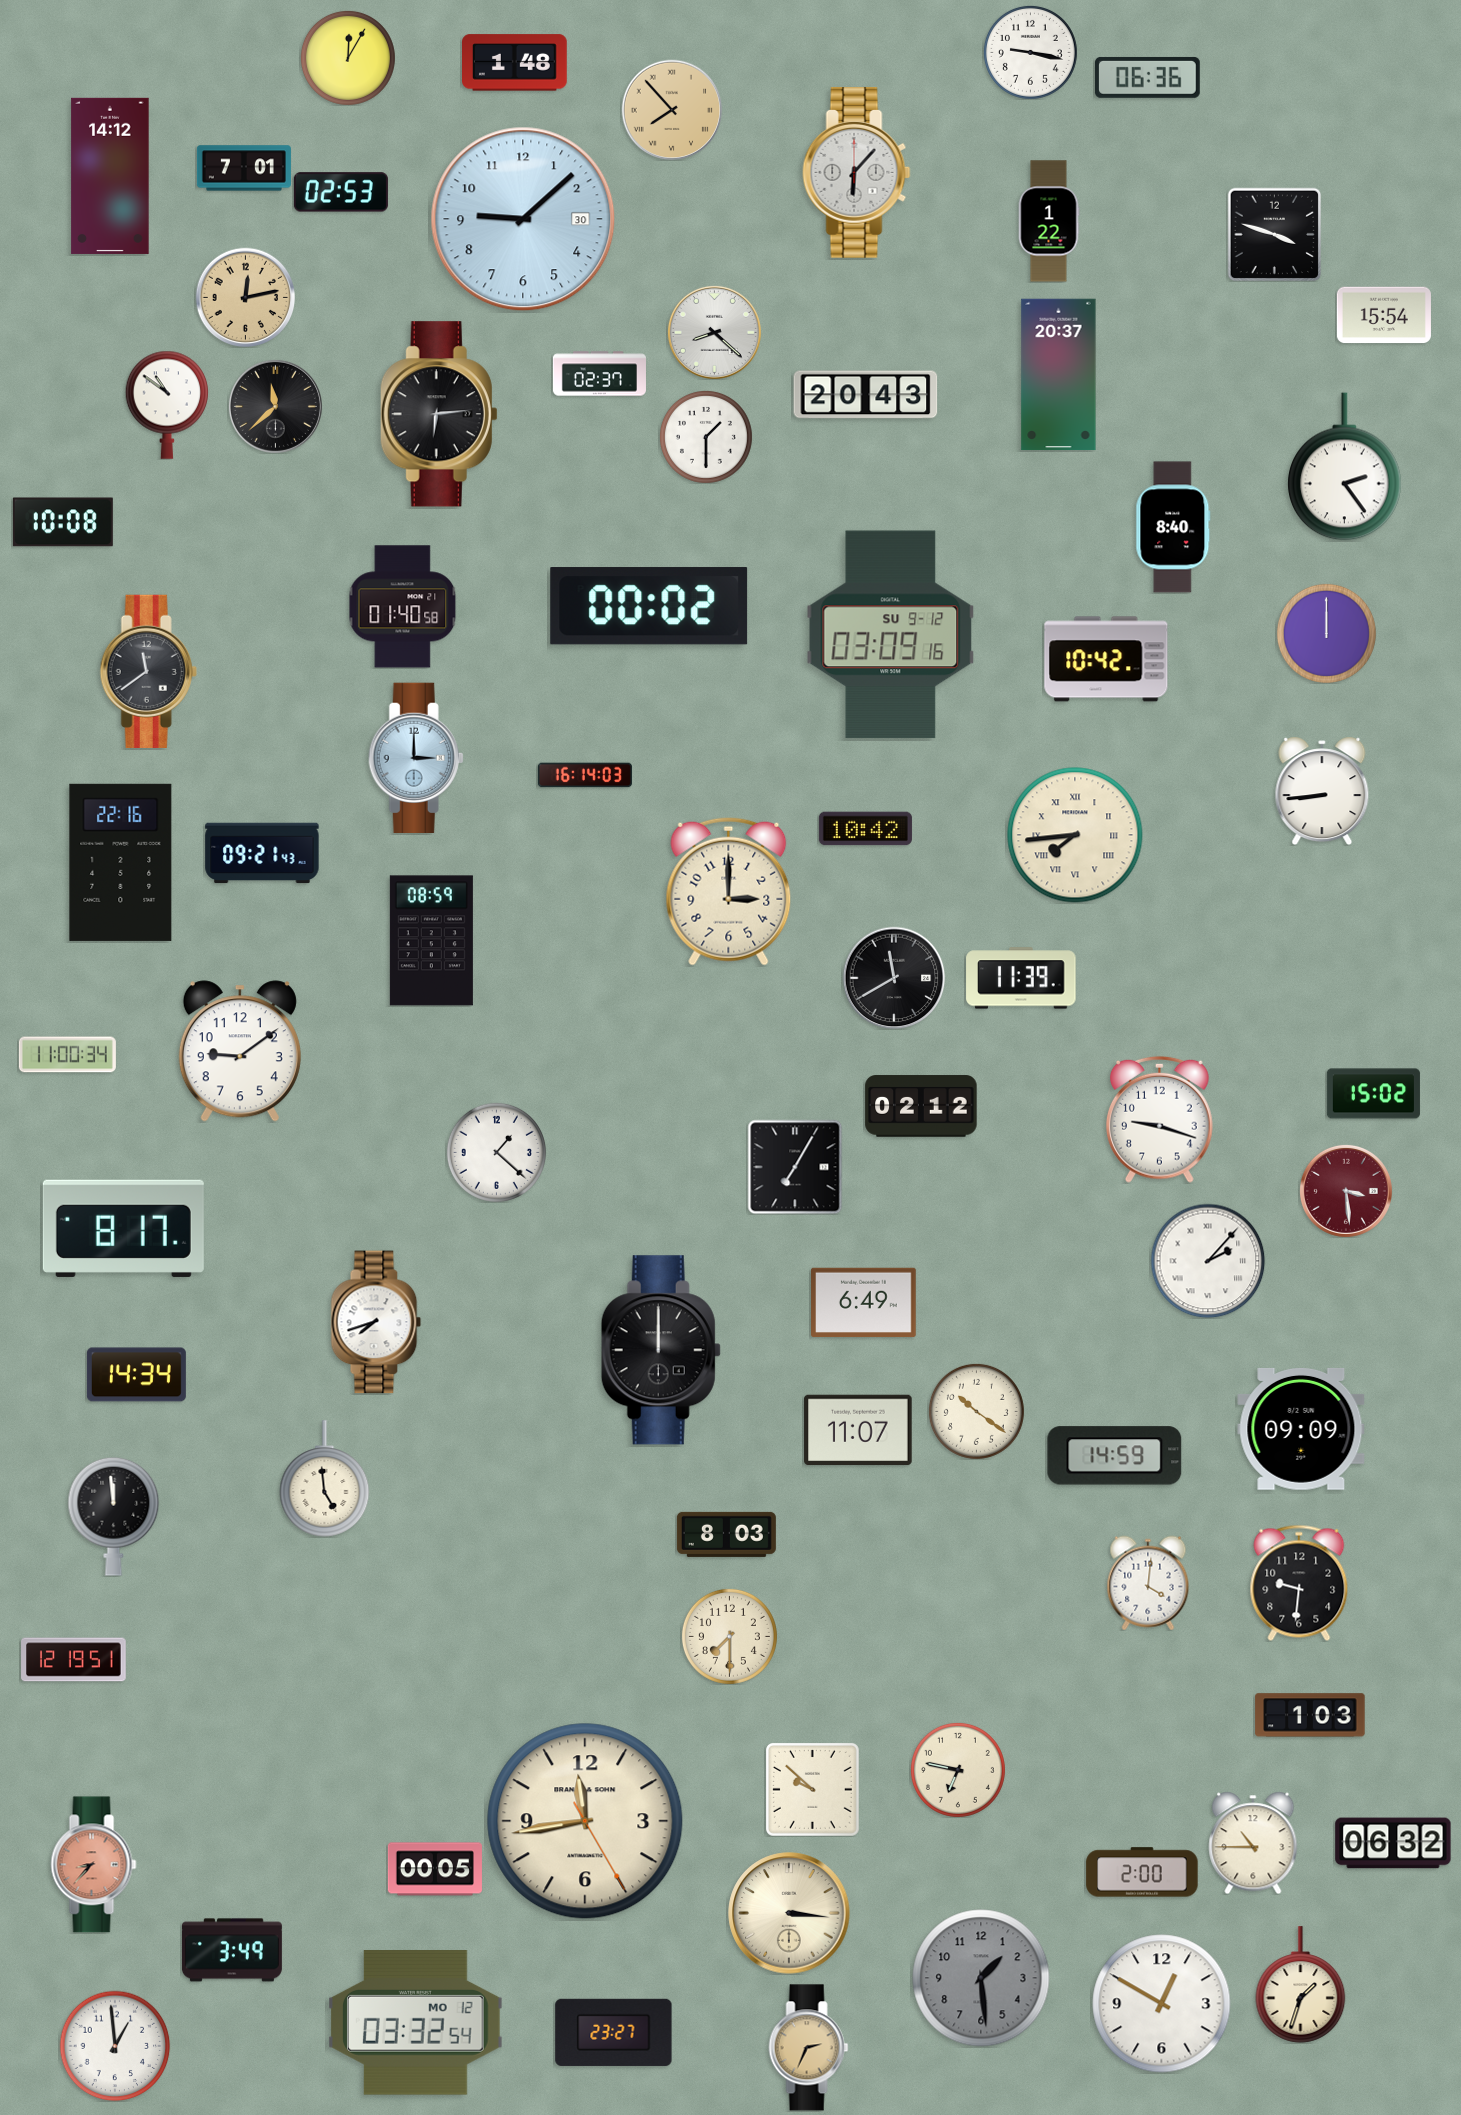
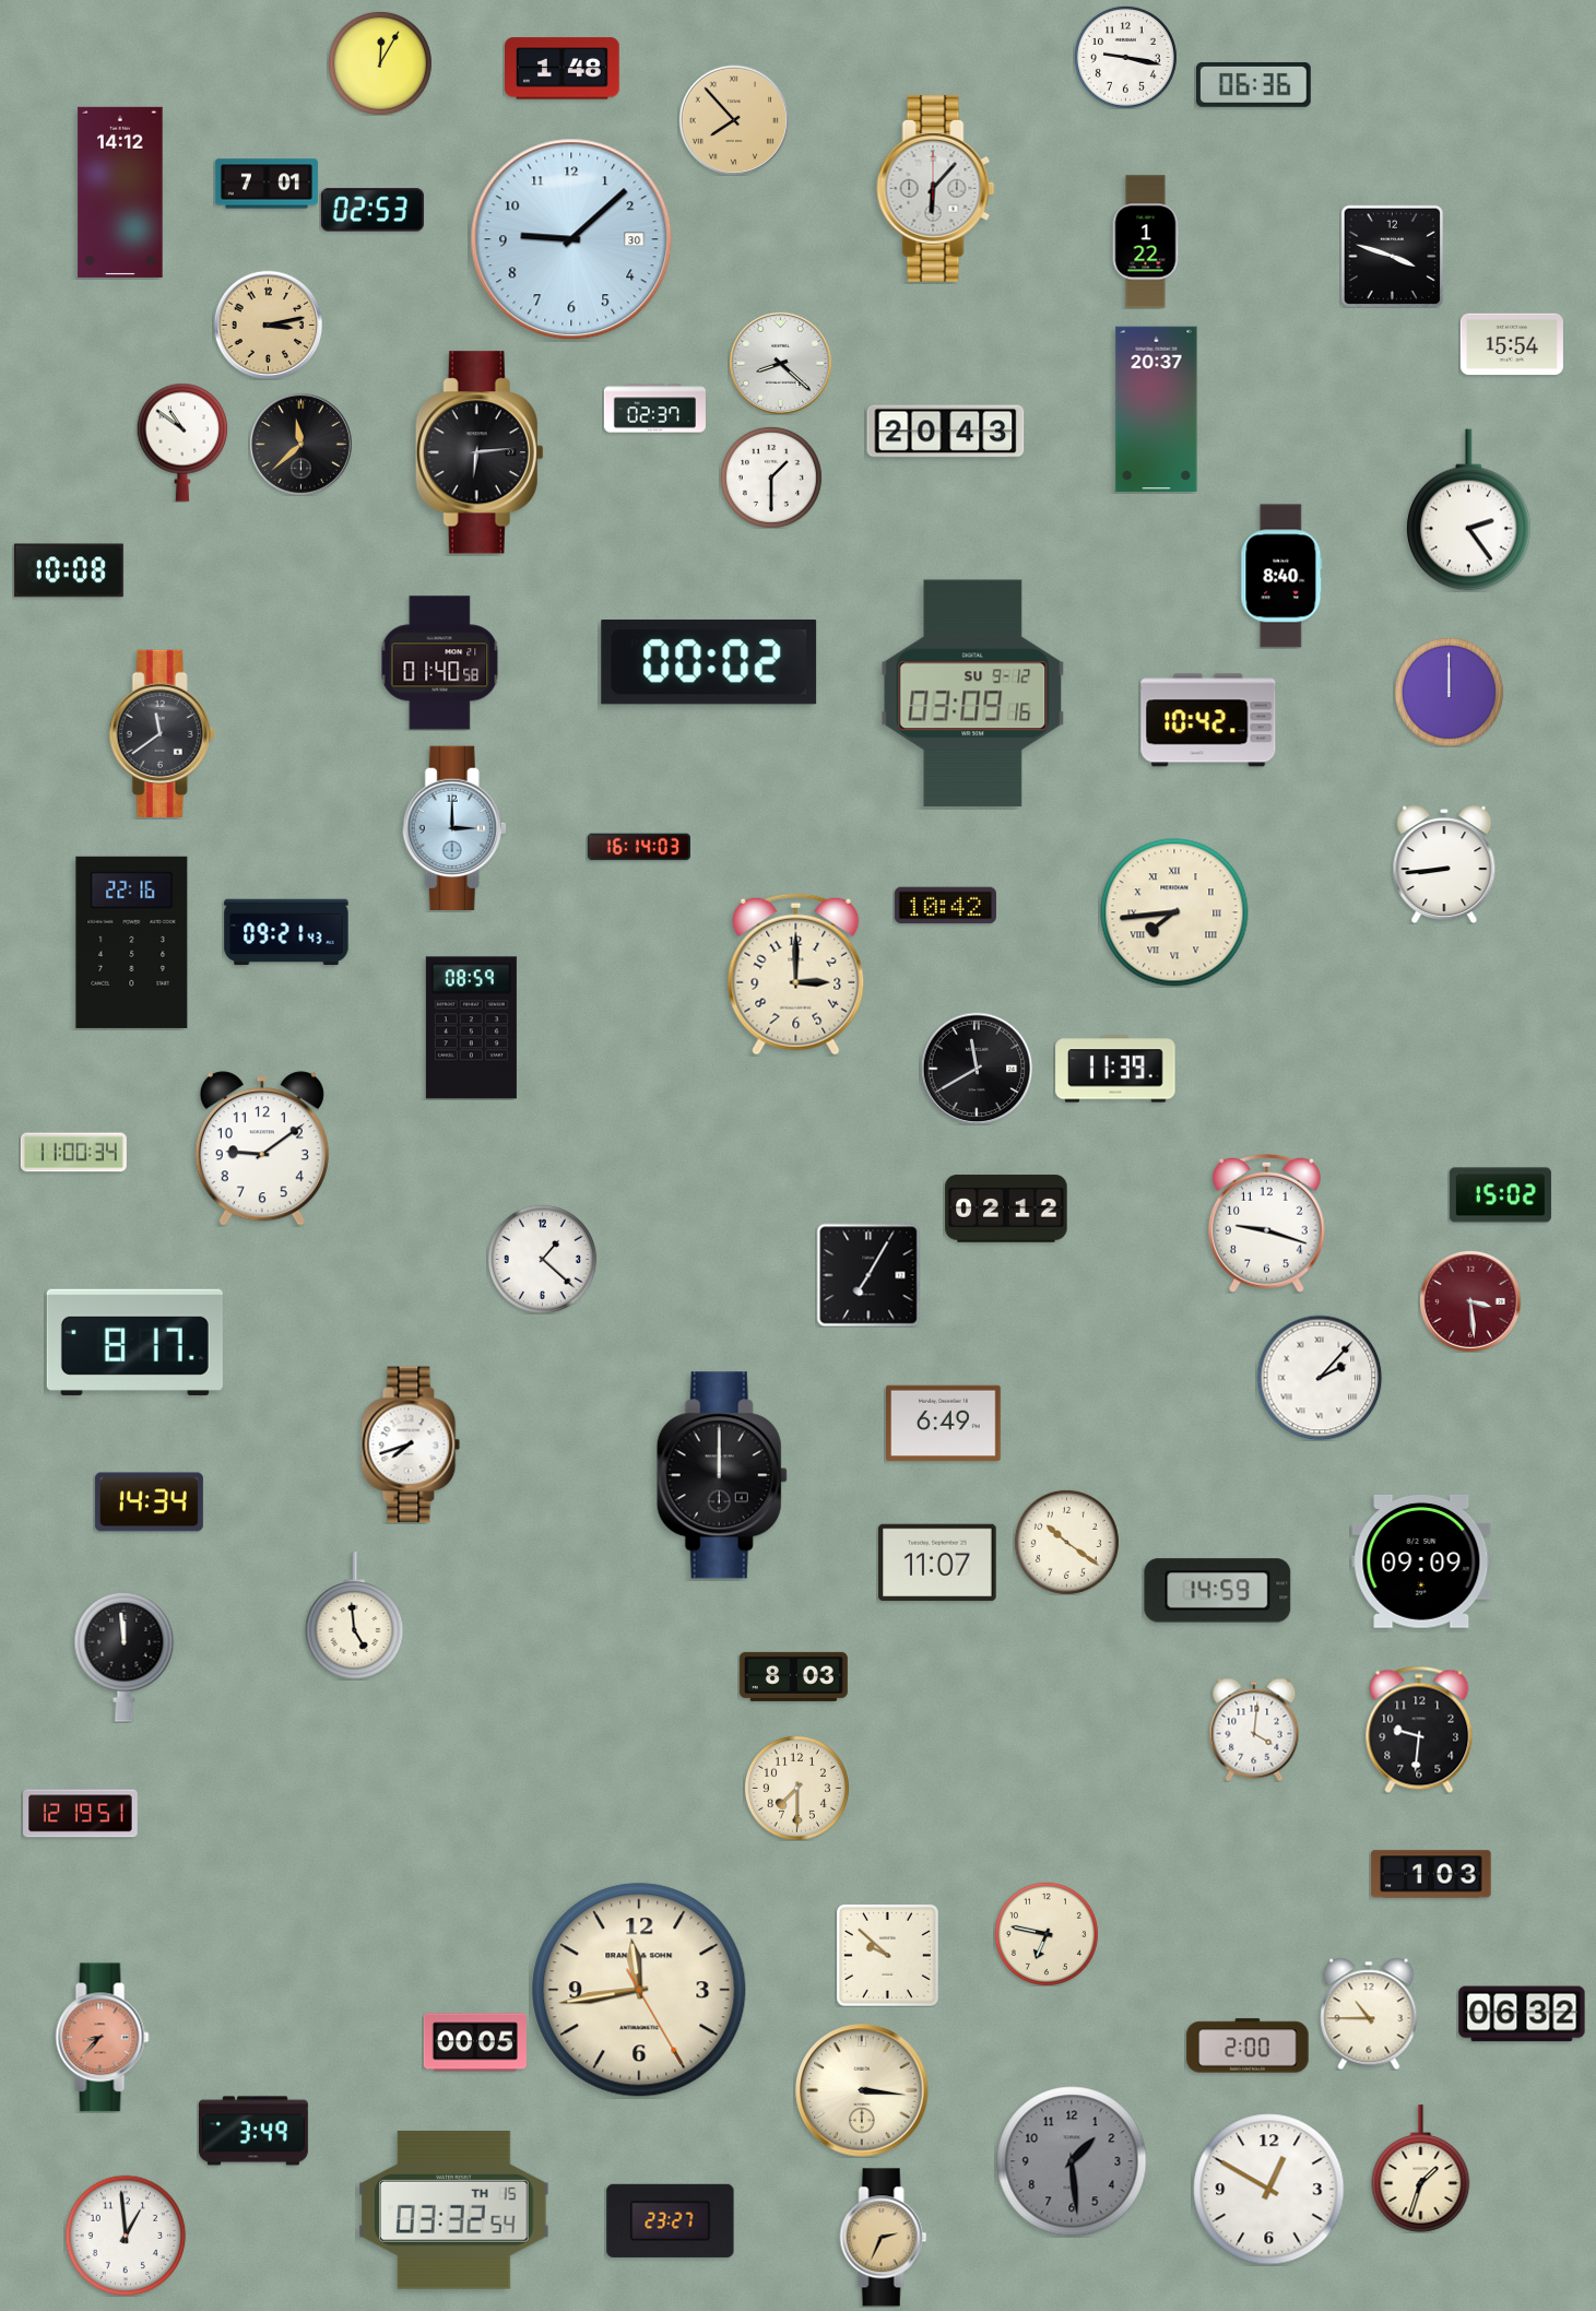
clock at (245, 297): 12:13 -> 3:13
clock at (416, 2023) date: MO 12 -> TH 15
